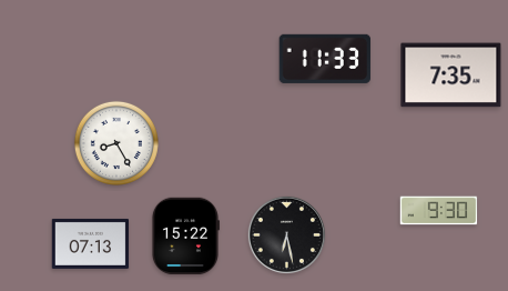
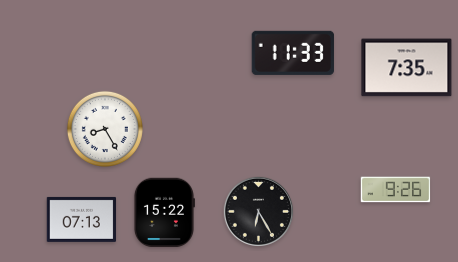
clock at (439, 211): 9:30 -> 9:26
clock at (286, 234): 6:28 -> 6:25
clock at (185, 237) position: (185, 237) -> (164, 213)
